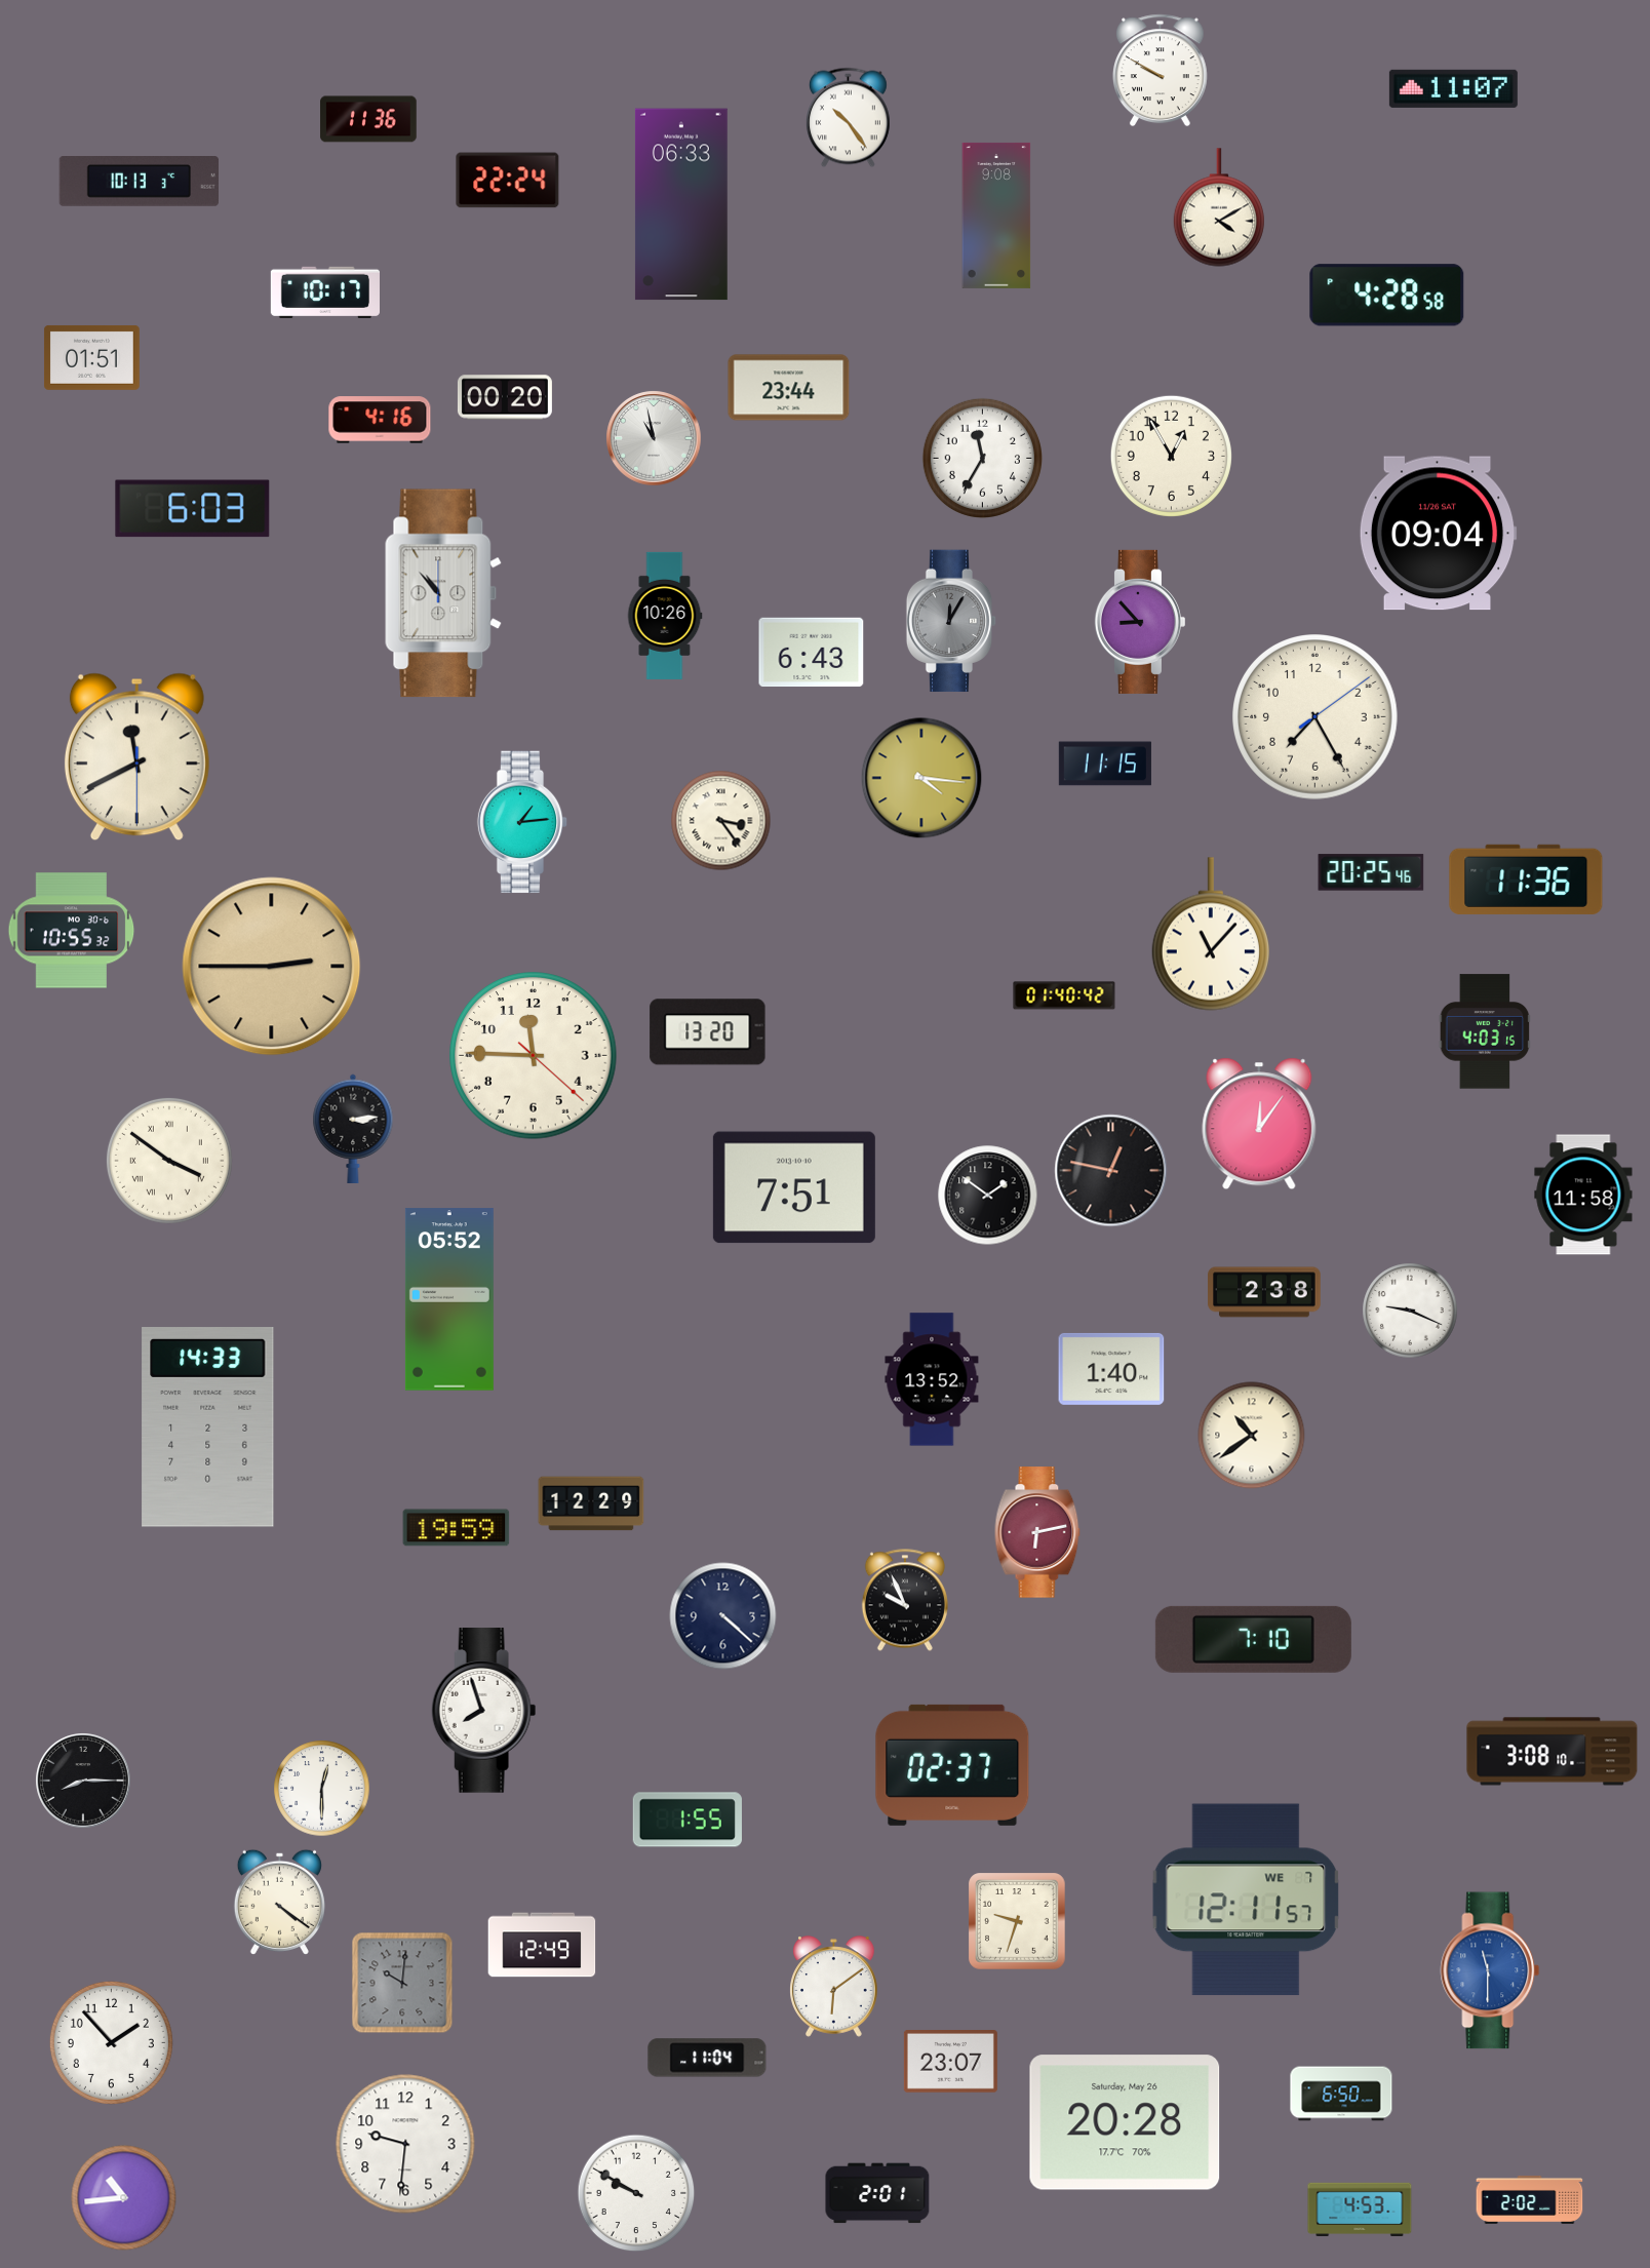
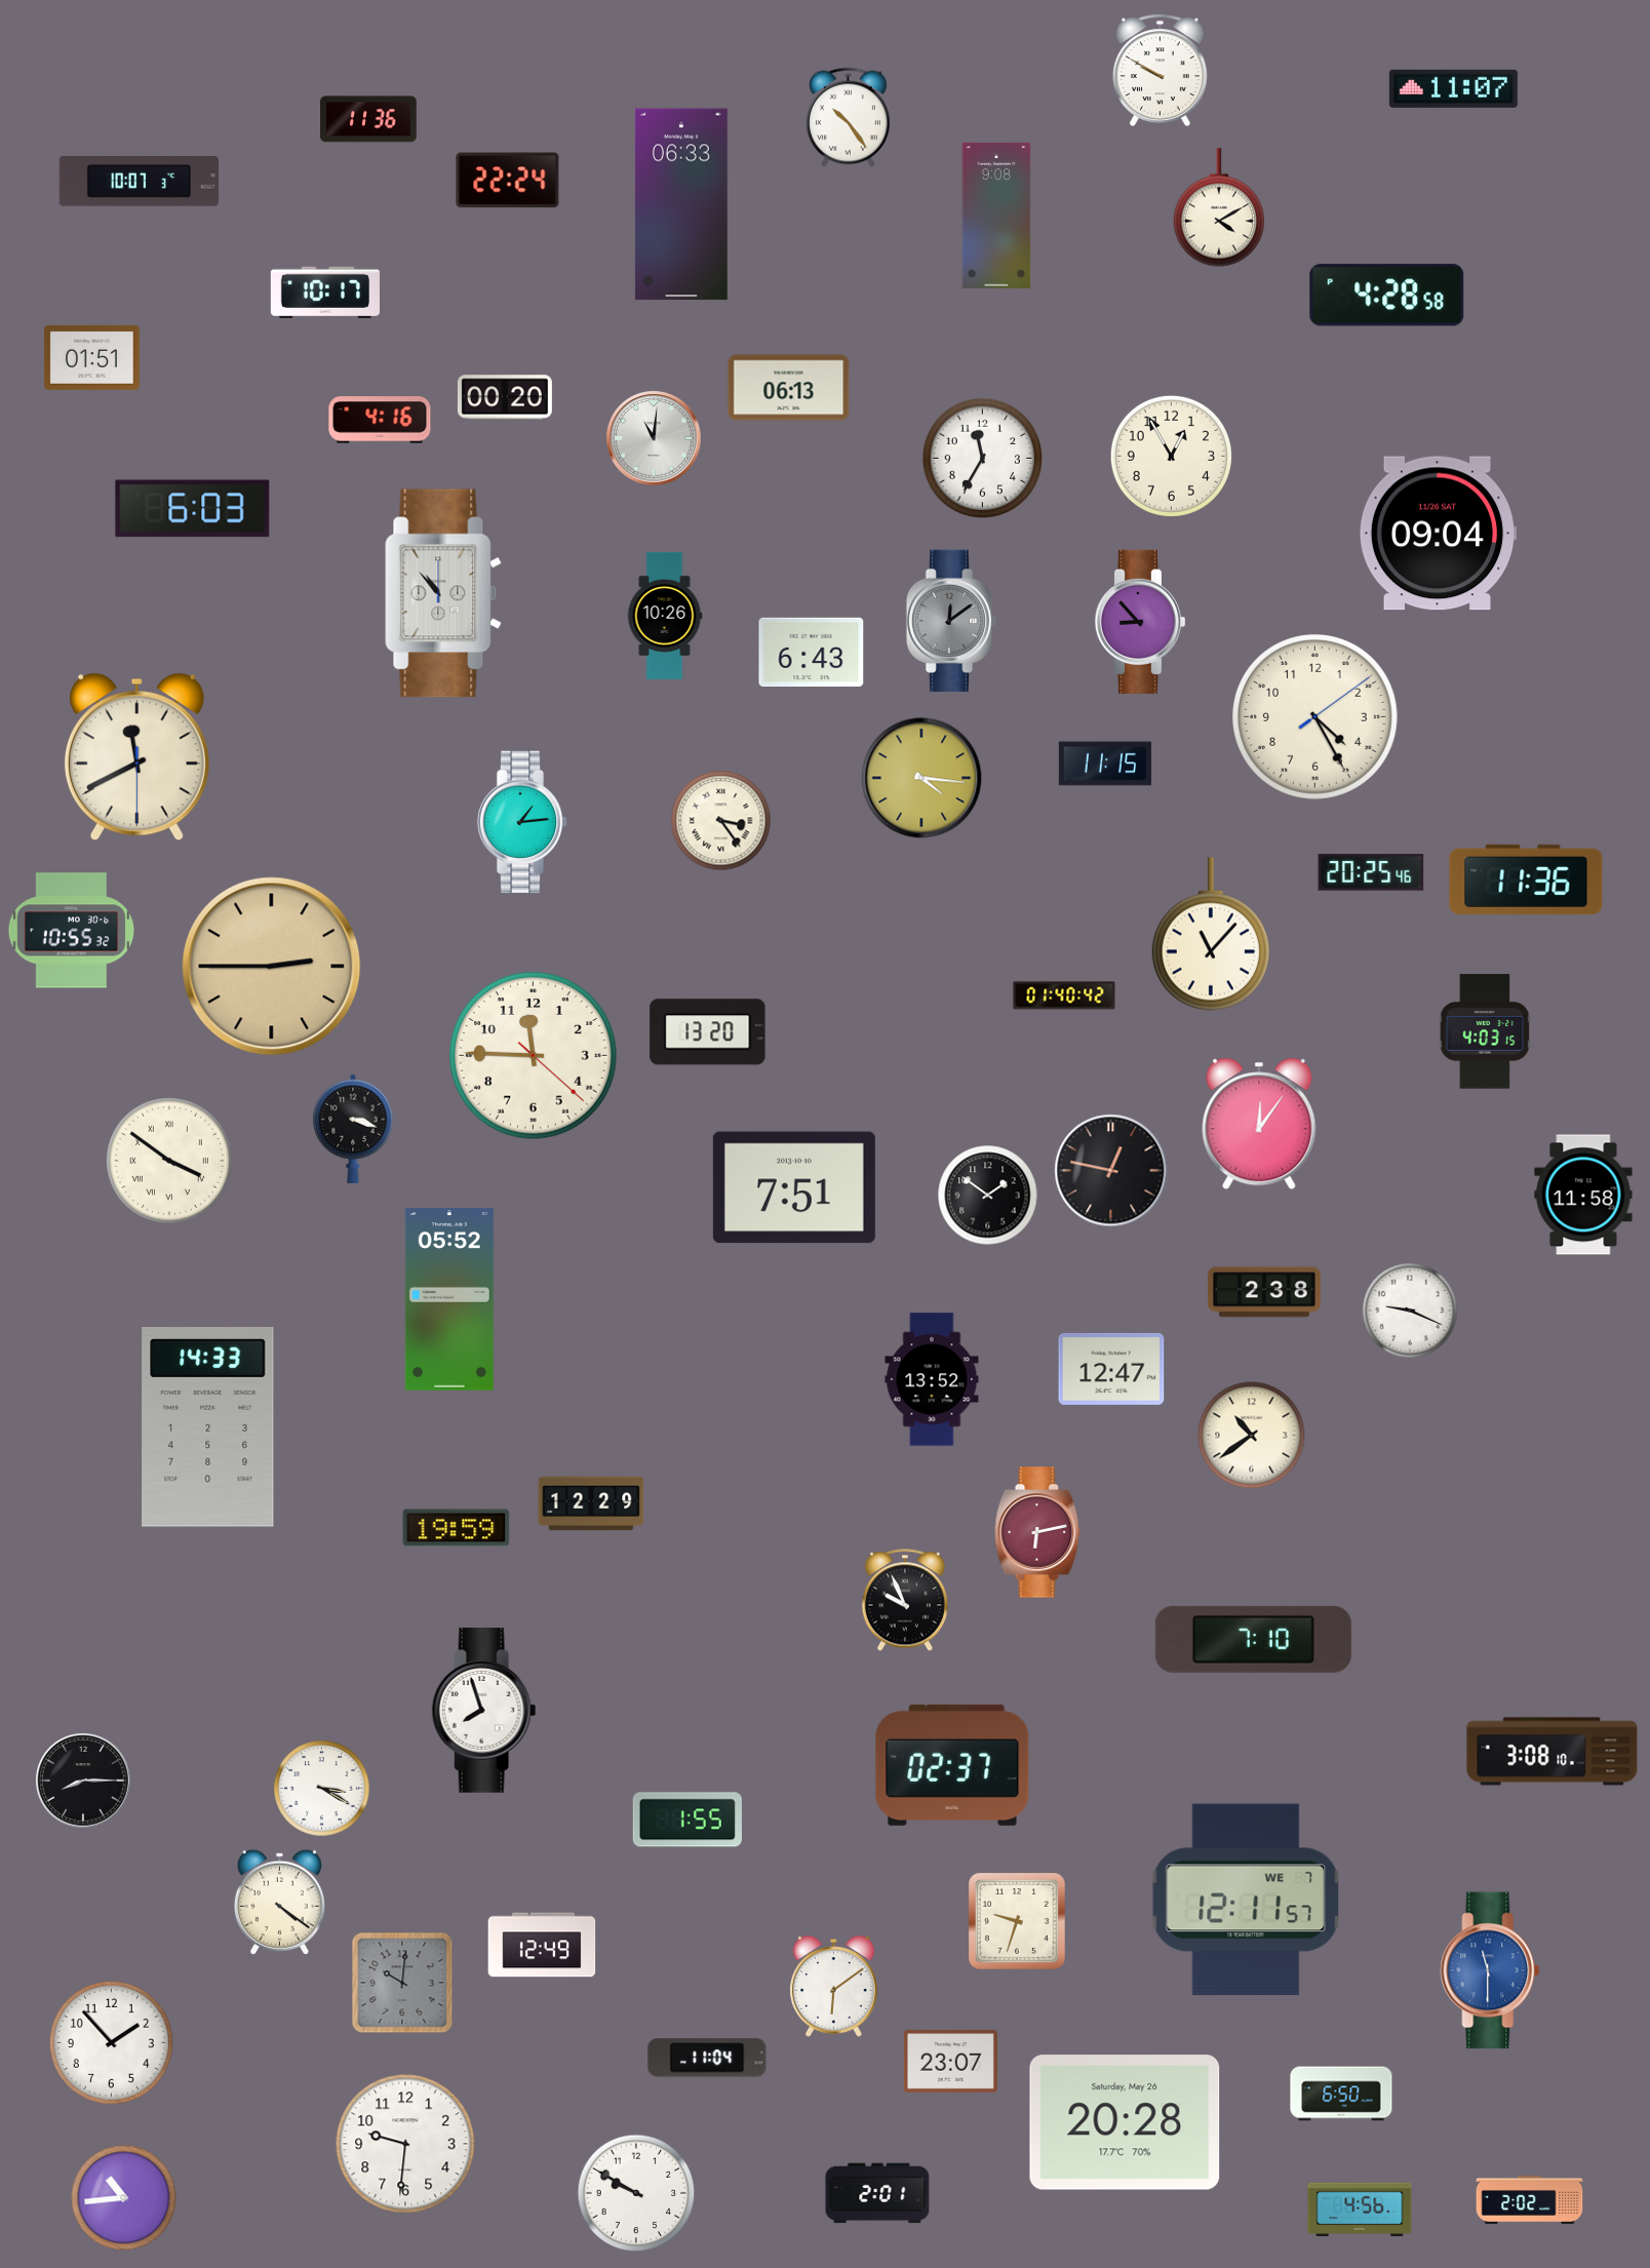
clock at (139, 182): 10:13 -> 10:07
clock at (789, 388): 23:44 -> 06:13
clock at (654, 438): 10:58 -> 11:01
clock at (951, 621): 12:05 -> 12:09
clock at (1315, 717): 7:25 -> 4:25
clock at (353, 1128): 3:14 -> 3:18
clock at (1111, 1369): 1:40 -> 12:47
clock at (723, 1616): 4:22 -> none
clock at (322, 1789): 12:30 -> 3:20
clock at (1360, 2208): 4:53 -> 4:56
